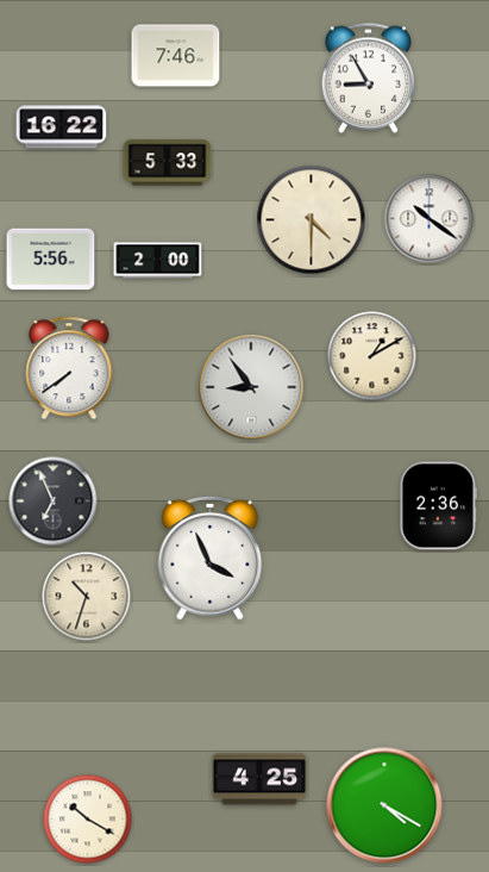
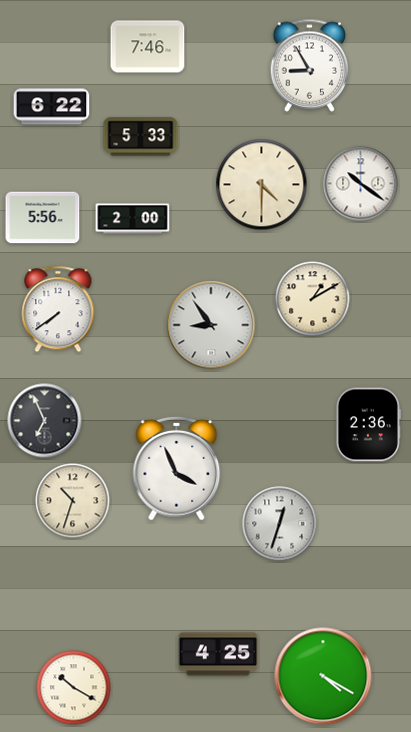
clock at (62, 127): 16:22 -> 6:22
clock at (280, 524): none -> 12:33
